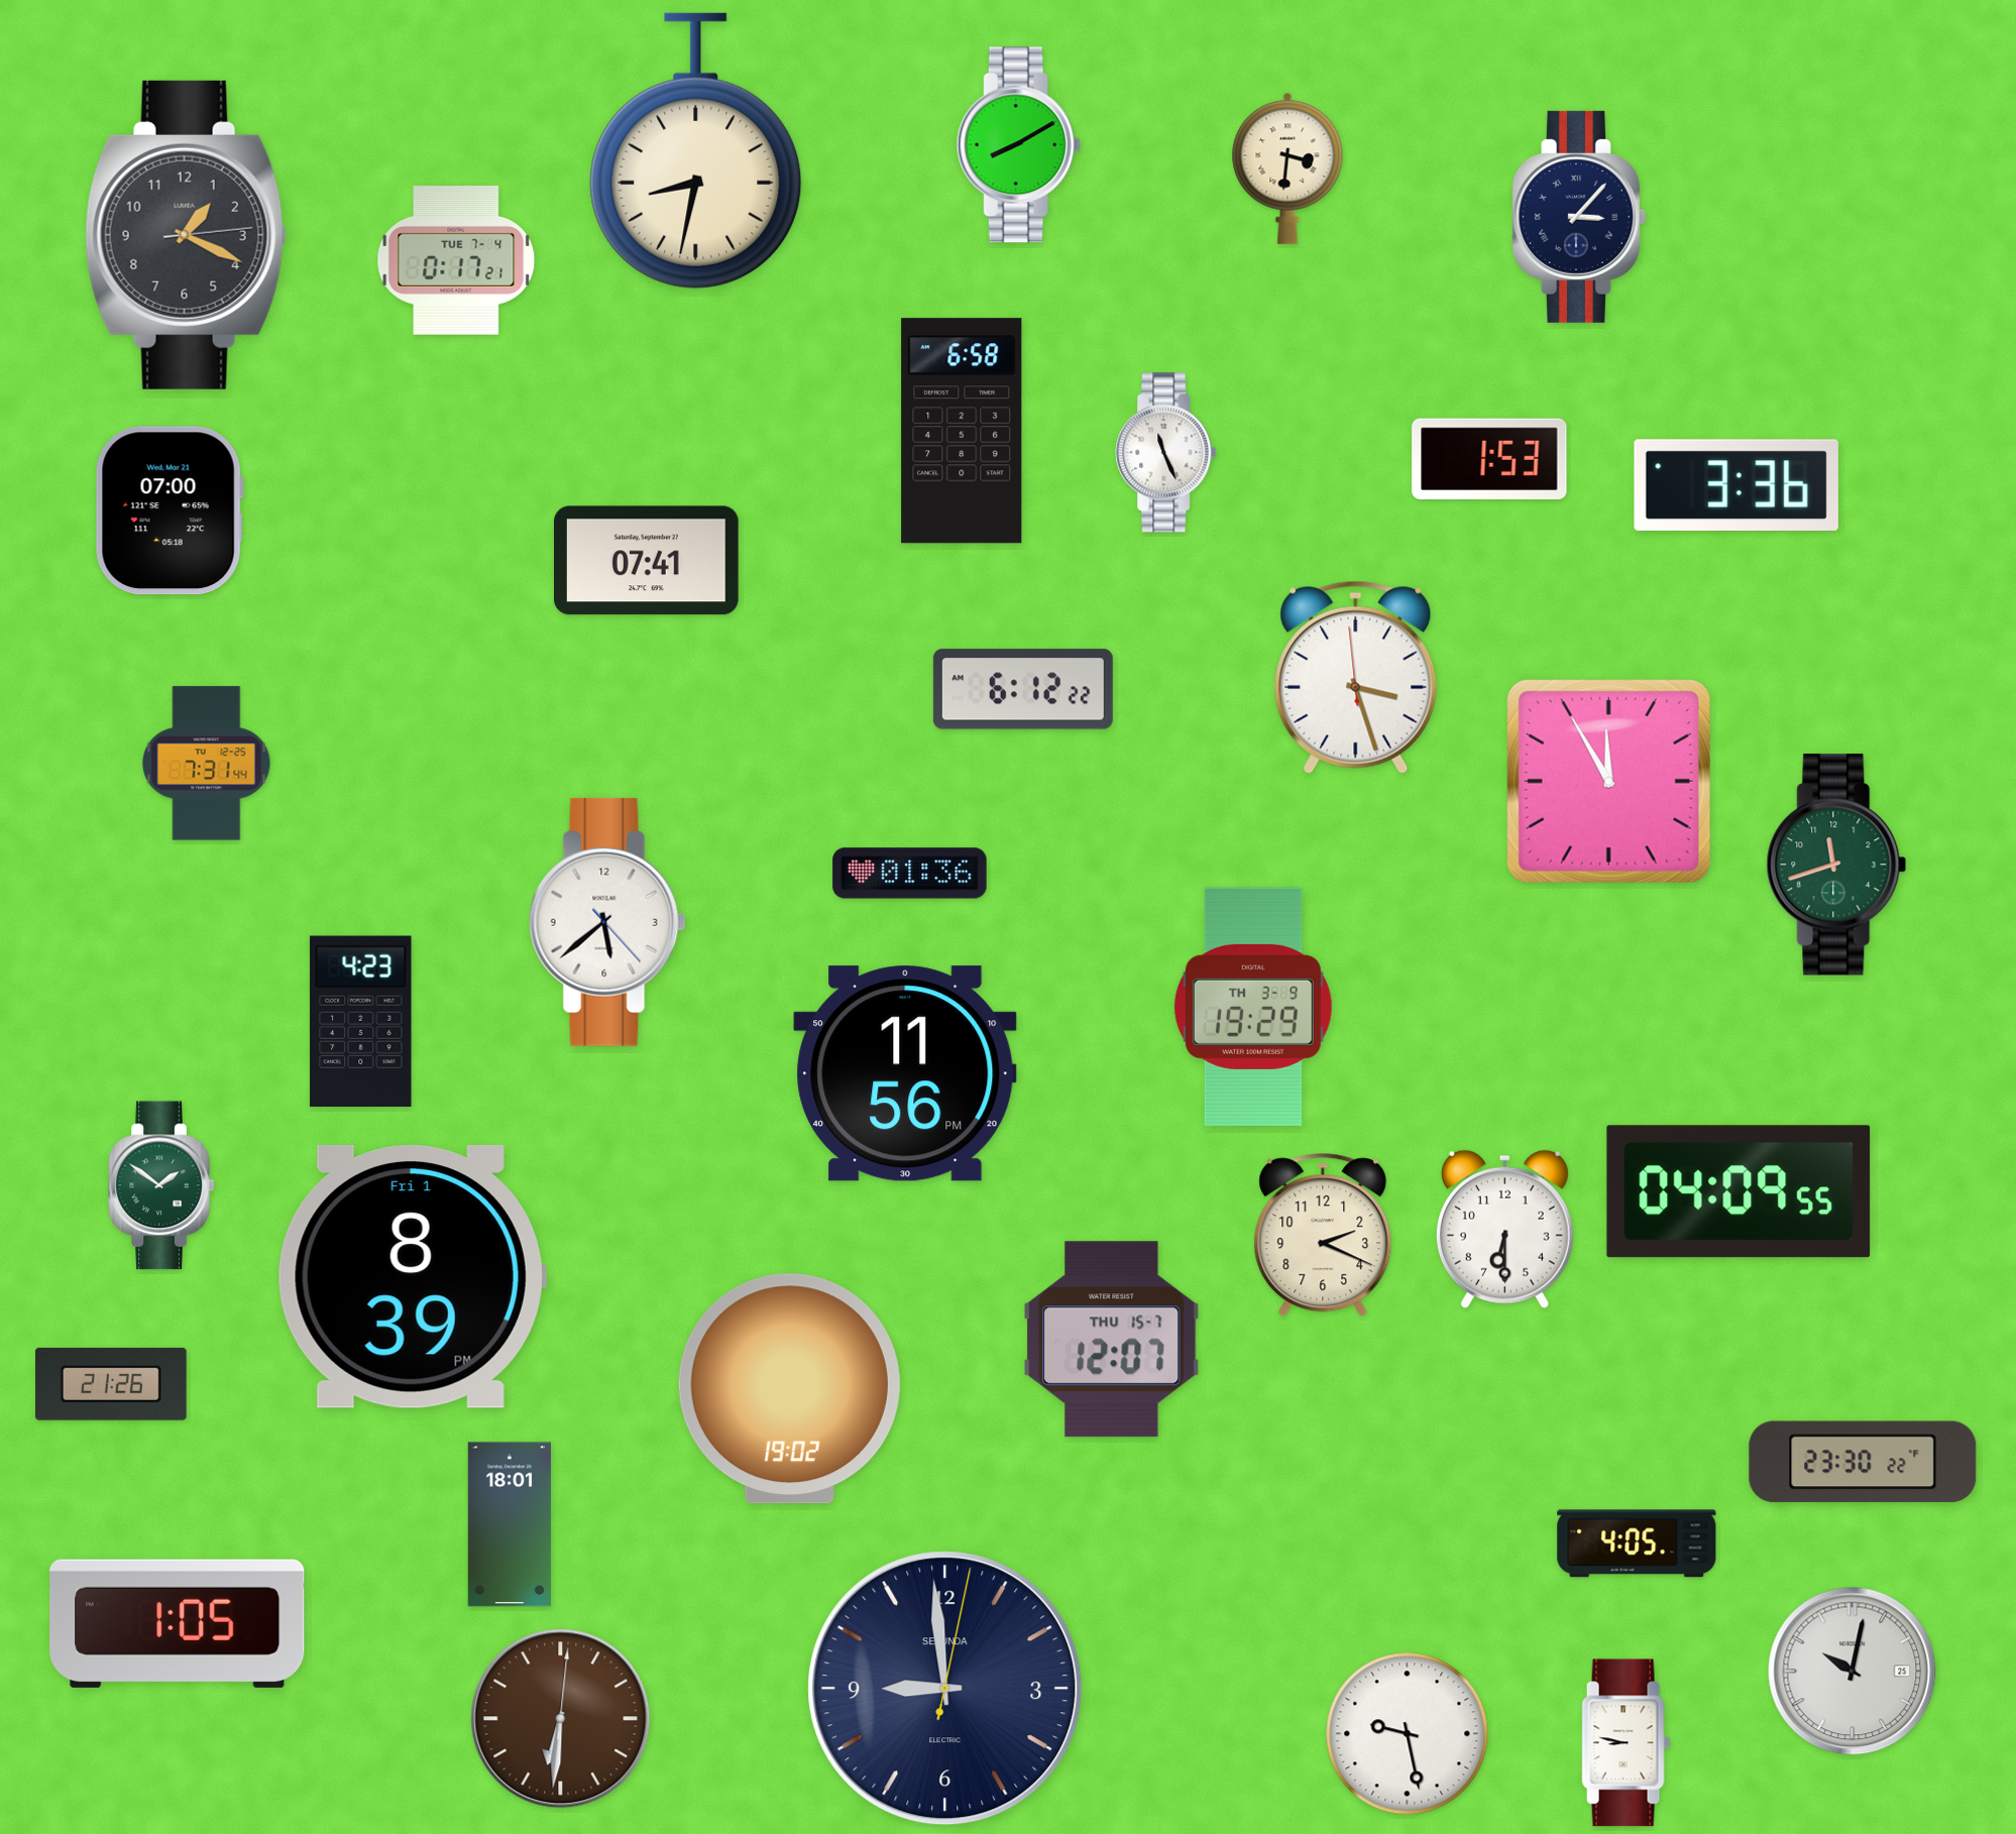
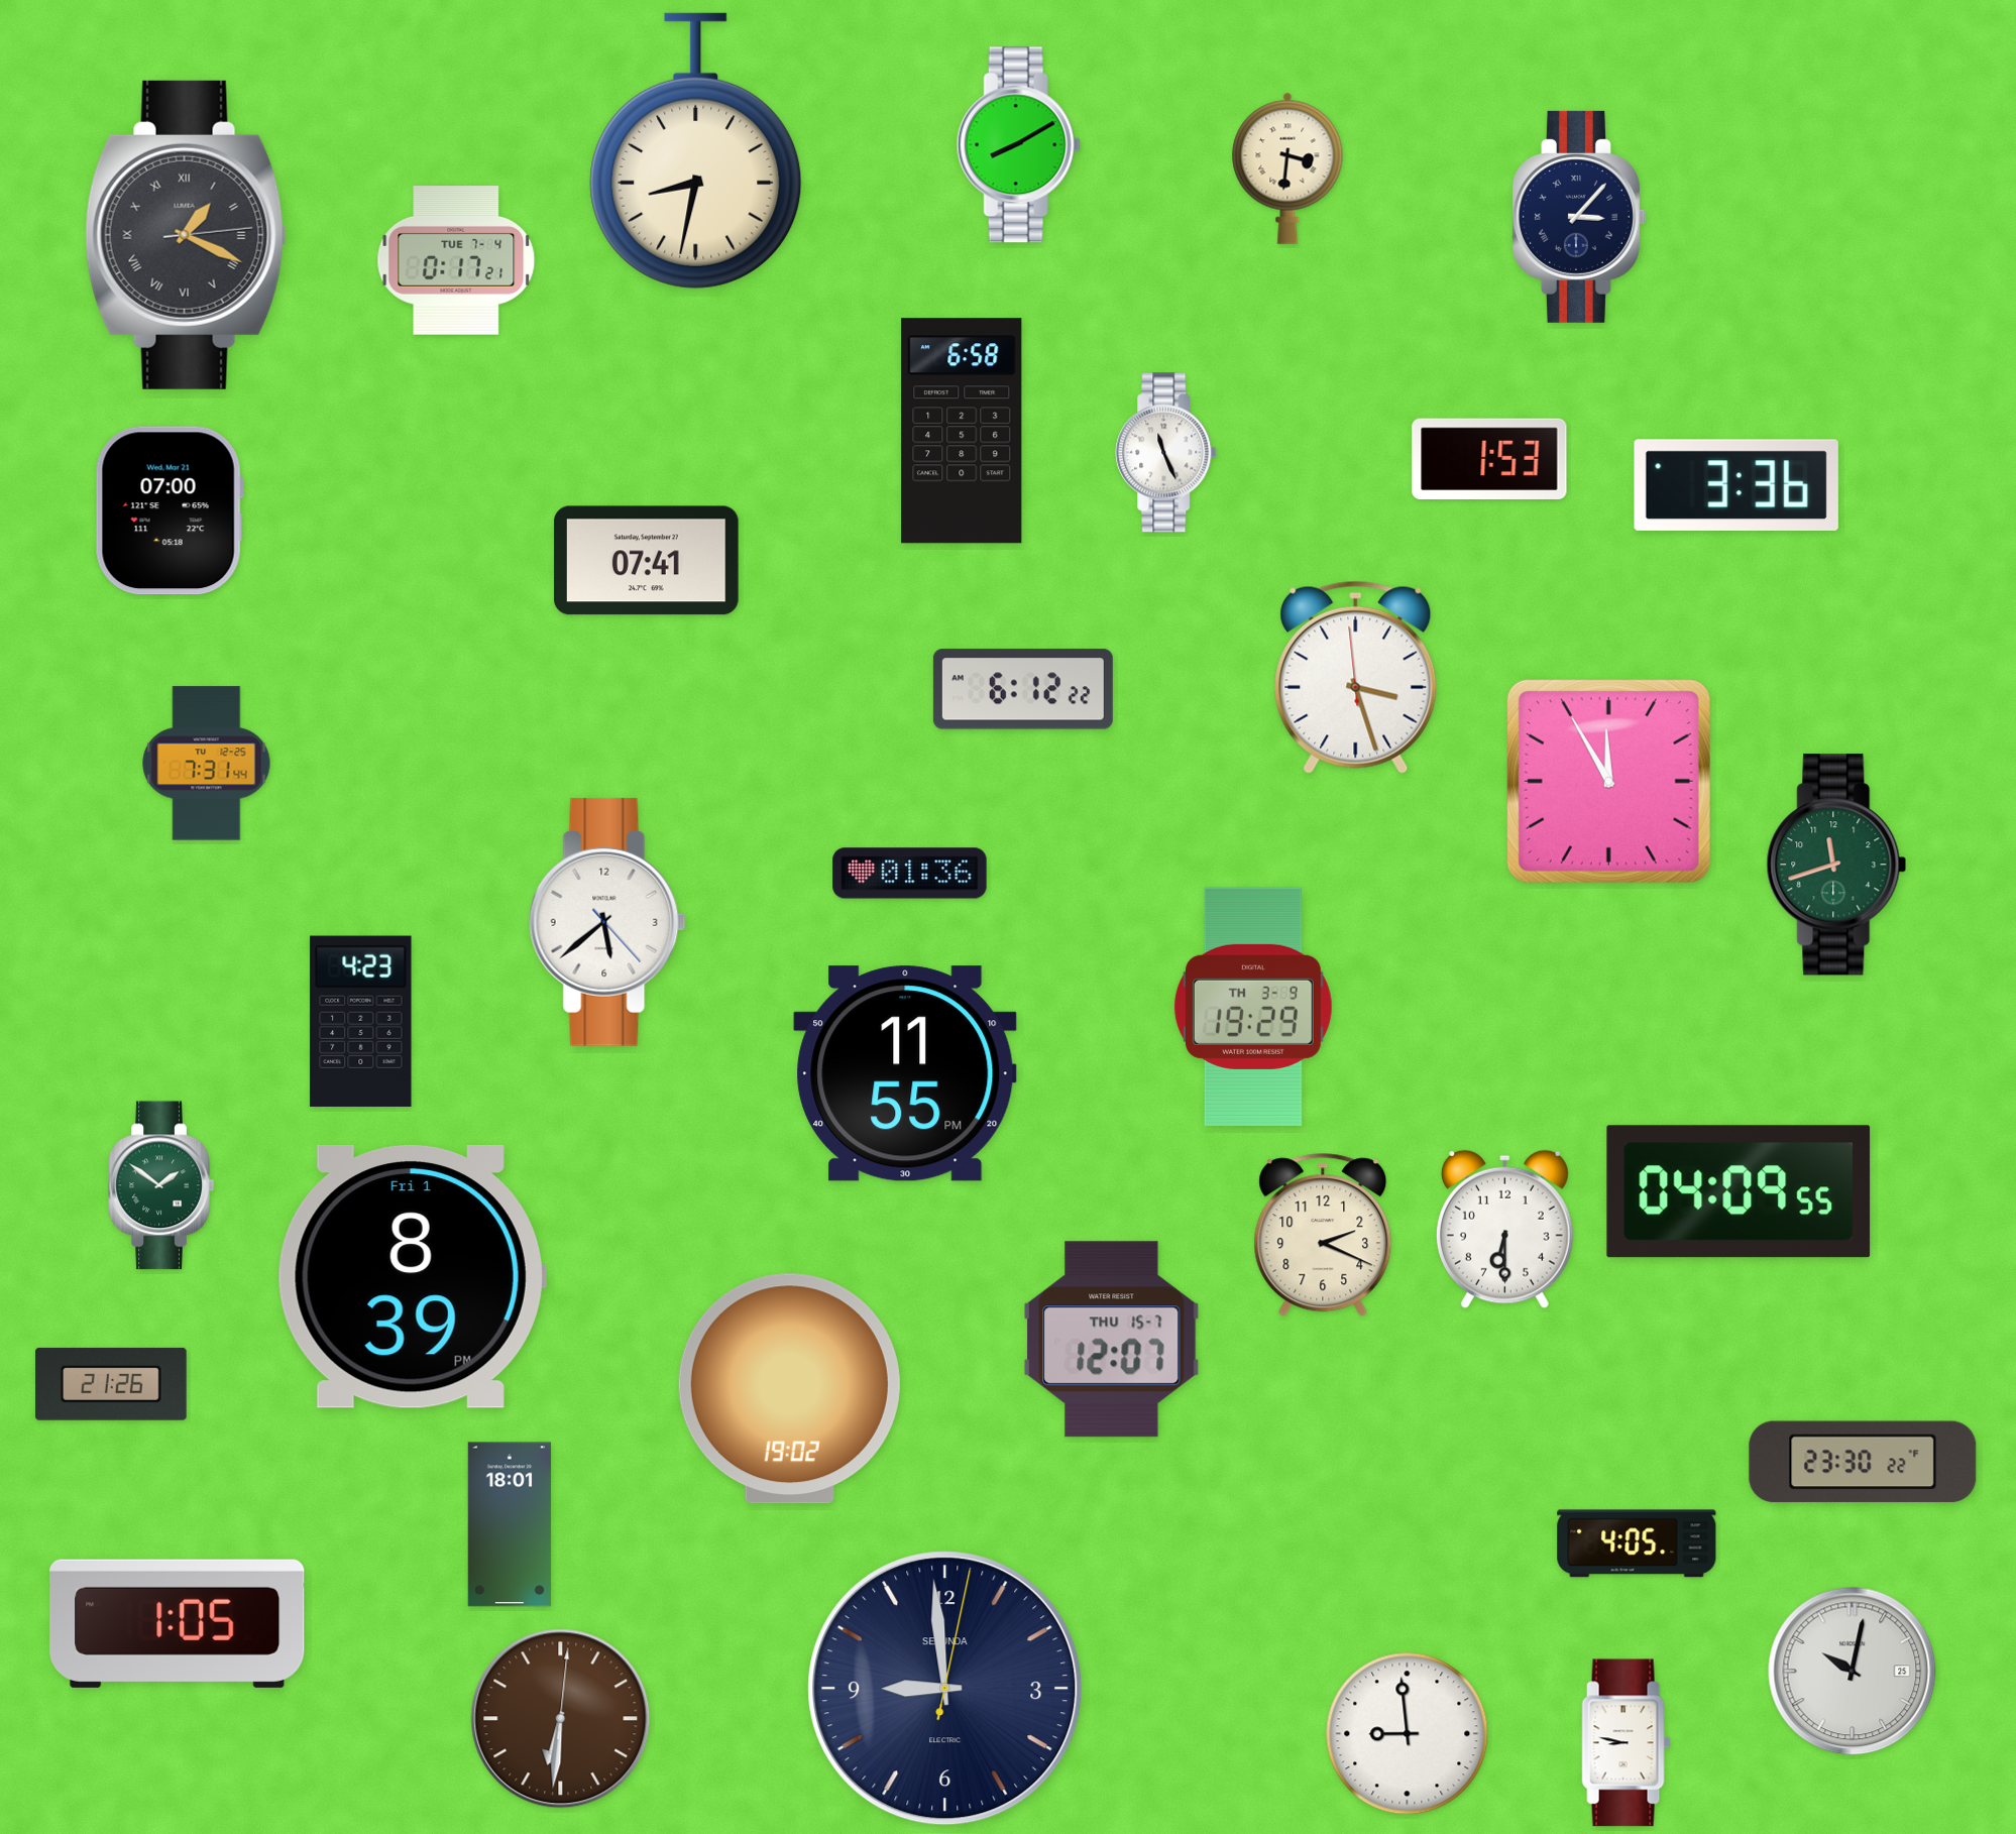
clock at (186, 235) numerals: Arabic -> Roman
clock at (905, 1073): 11:56 -> 11:55
clock at (1408, 1734): 9:28 -> 8:59
